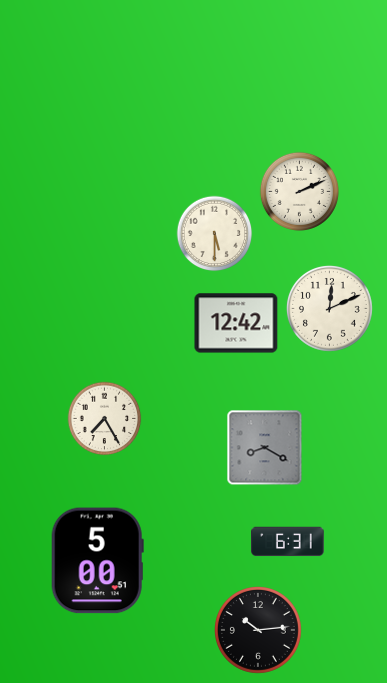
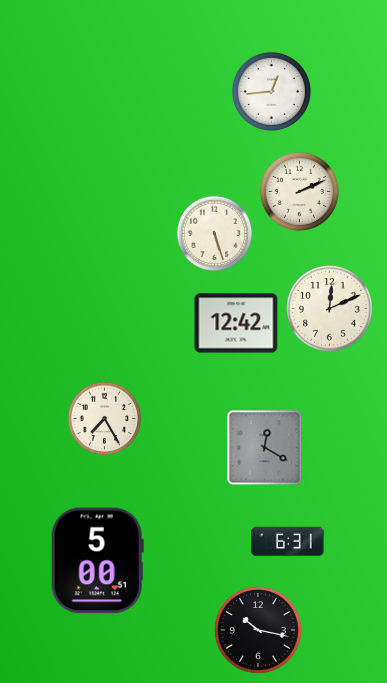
clock at (271, 91): none -> 12:44
clock at (215, 234): 5:30 -> 5:27
clock at (265, 448): 8:20 -> 12:20
clock at (259, 631): 10:14 -> 10:17
